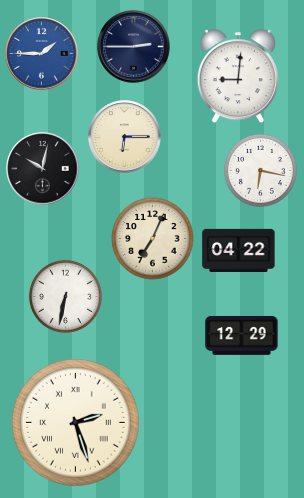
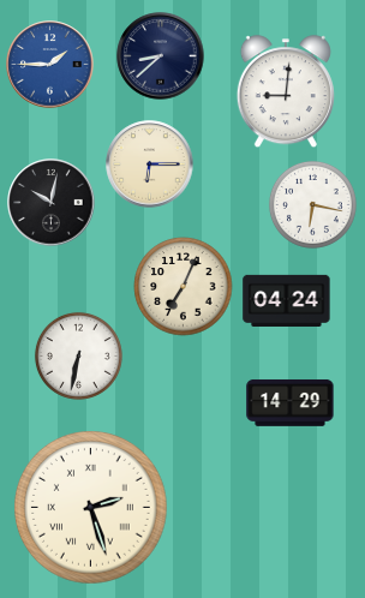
clock at (134, 47): 2:45 -> 8:38
clock at (239, 250): 04:22 -> 04:24
clock at (242, 335): 12:29 -> 14:29
